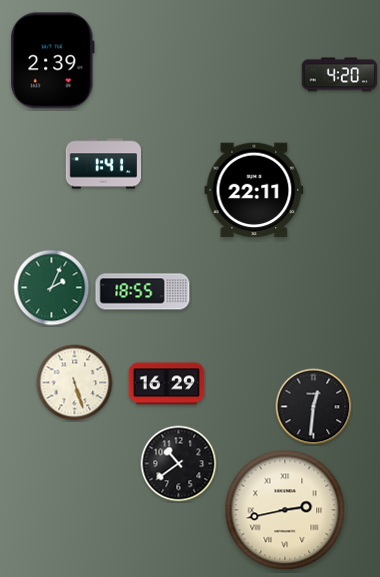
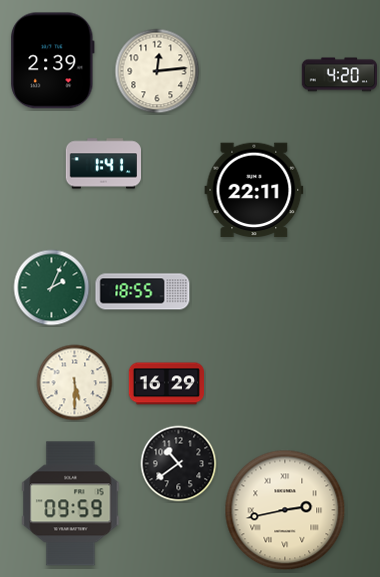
clock at (157, 71): none -> 12:14
clock at (75, 383): 5:27 -> 5:30
clock at (314, 407): 12:31 -> none
clock at (71, 504): none -> 09:59
